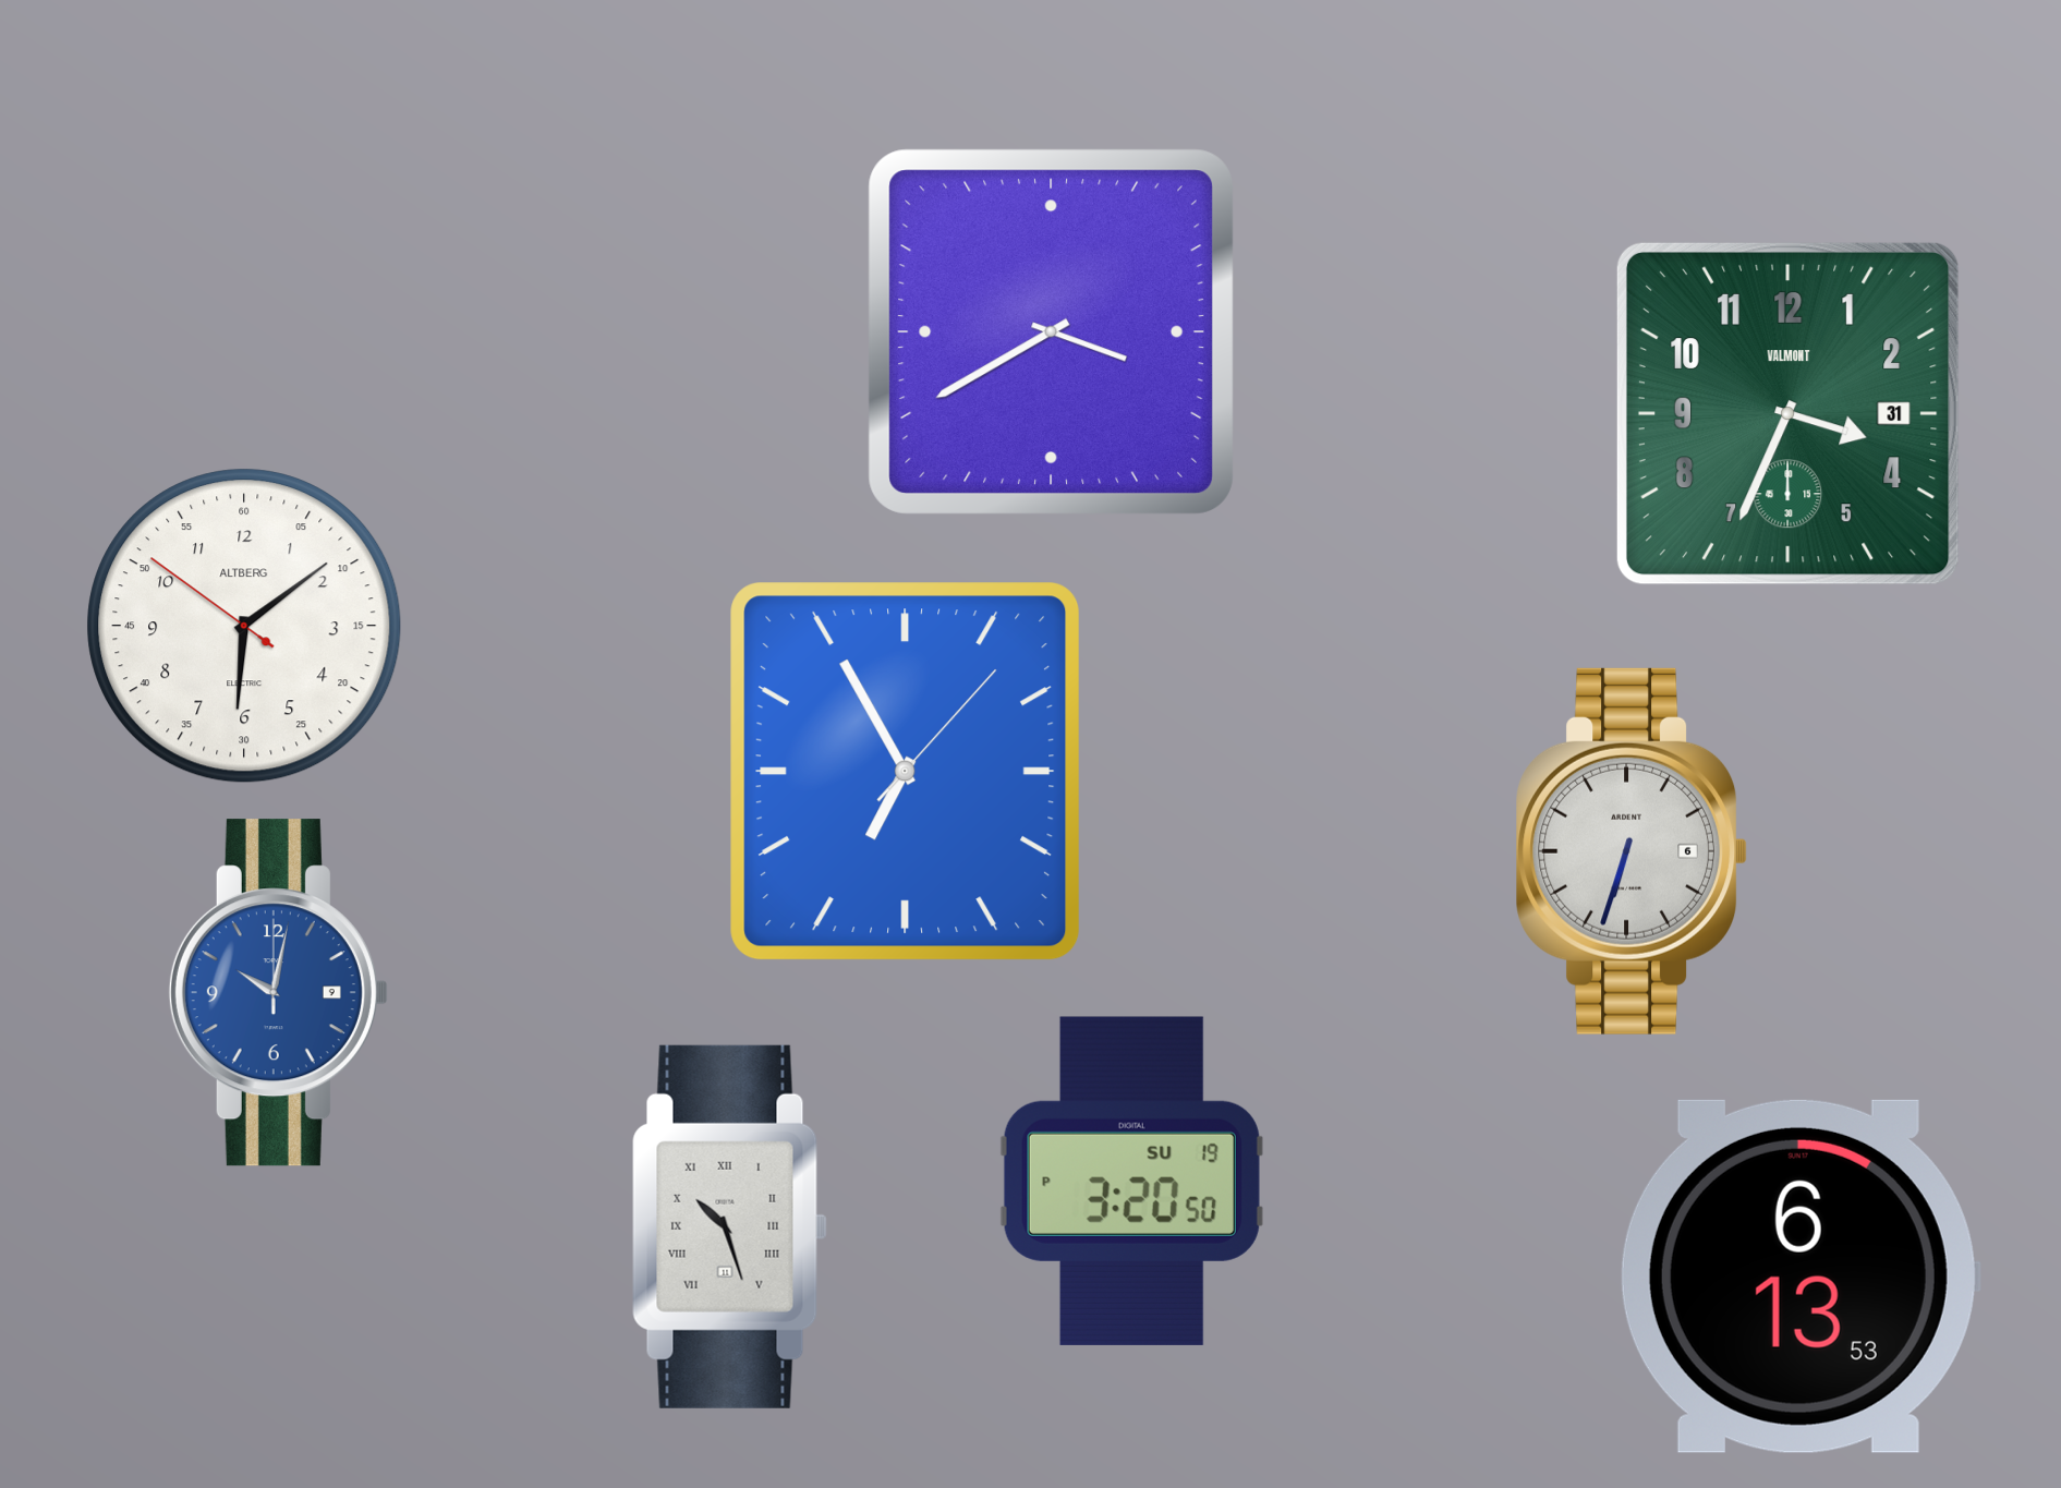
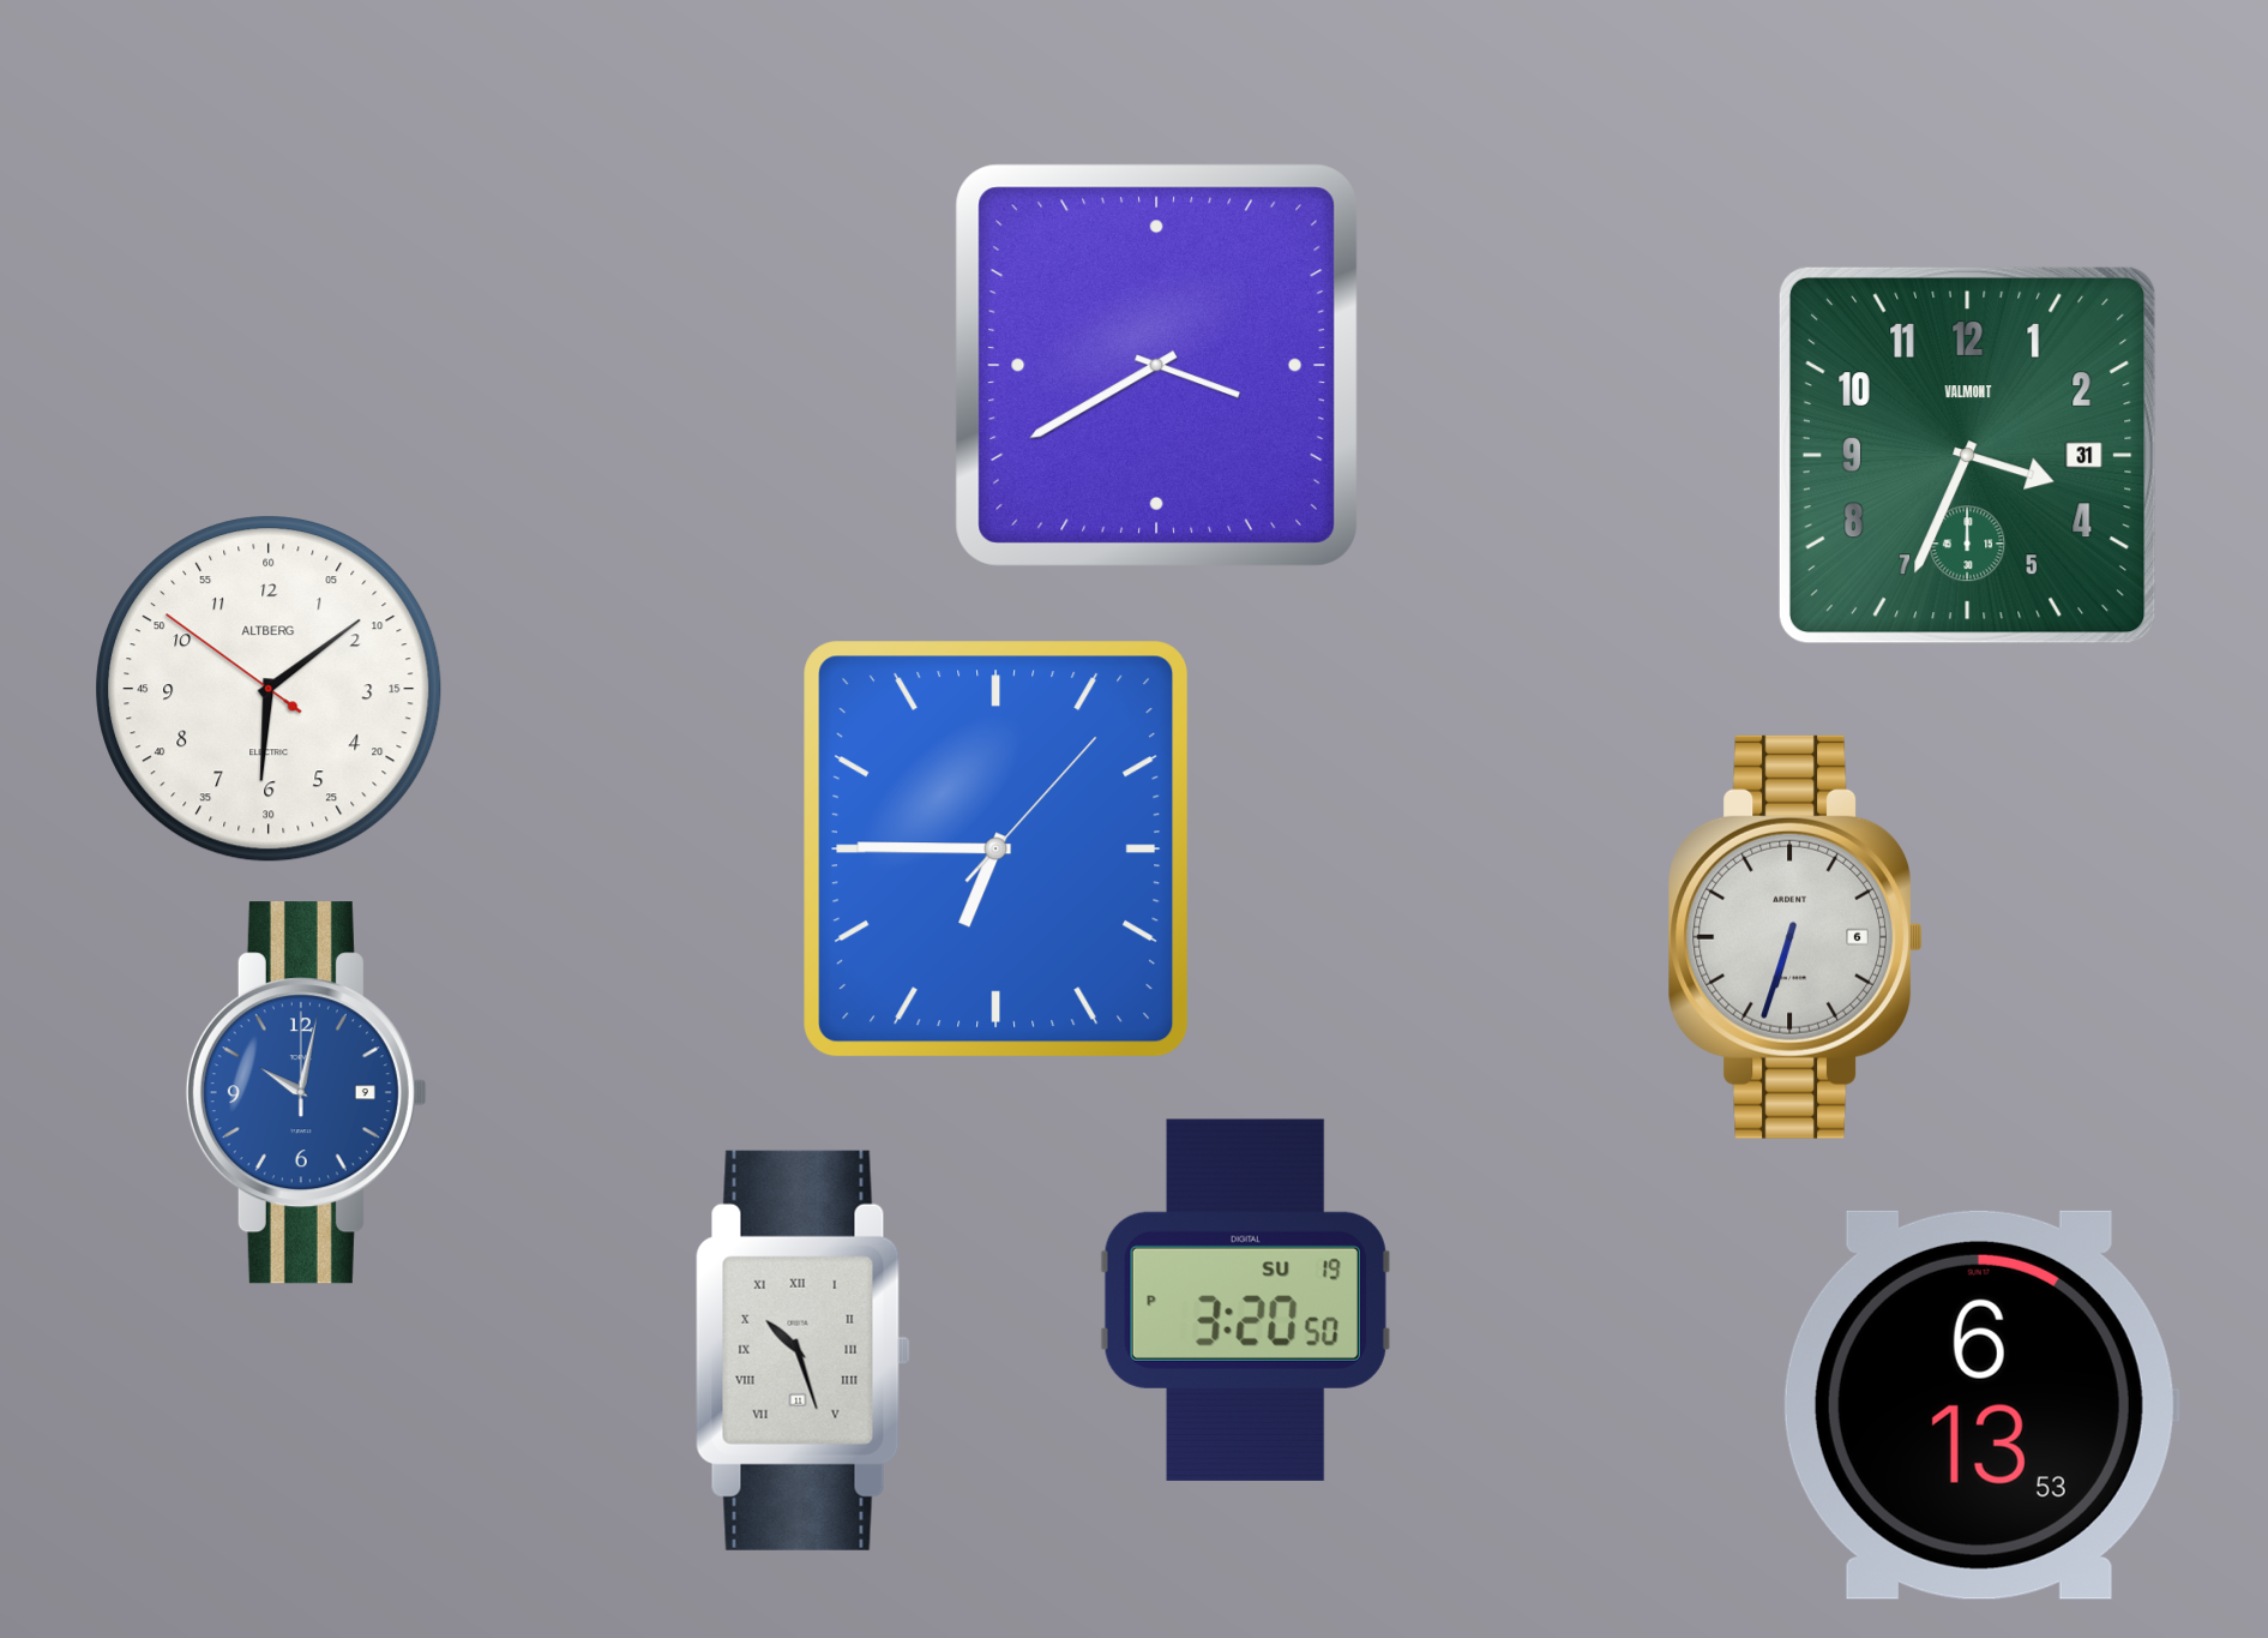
clock at (906, 772): 6:55 -> 6:45
